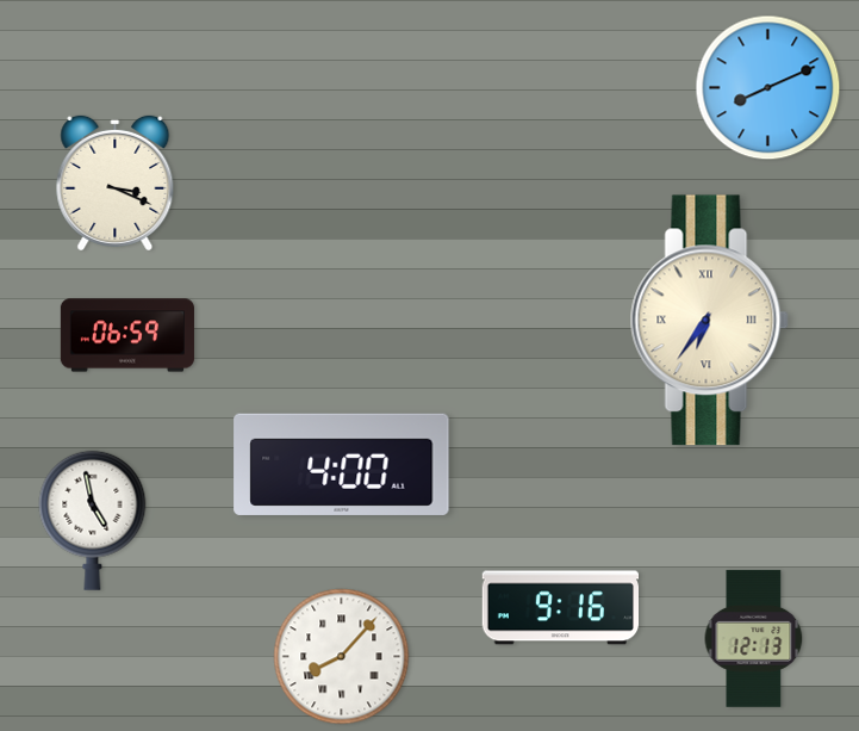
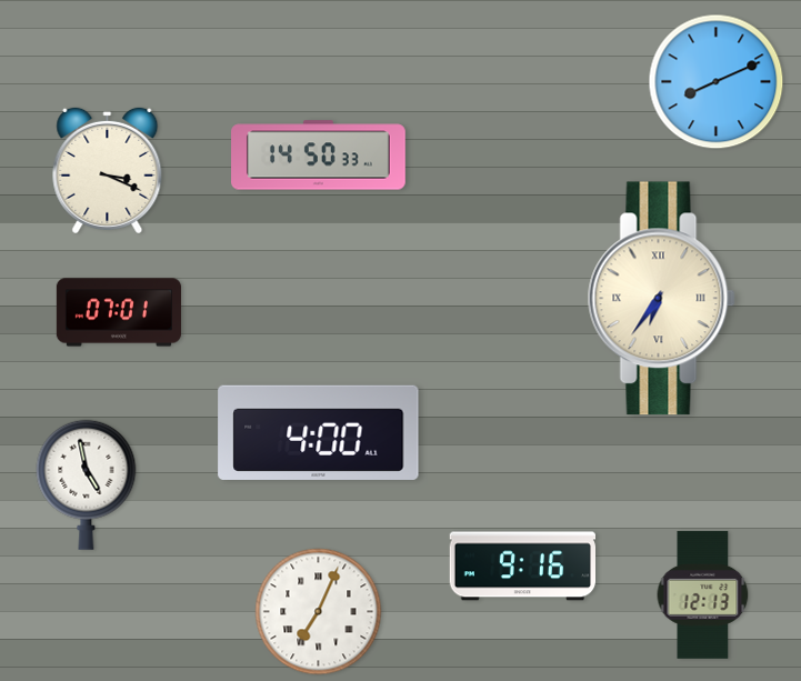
clock at (319, 156): none -> 14:50
clock at (127, 335): 06:59 -> 07:01
clock at (342, 657): 8:07 -> 7:04
